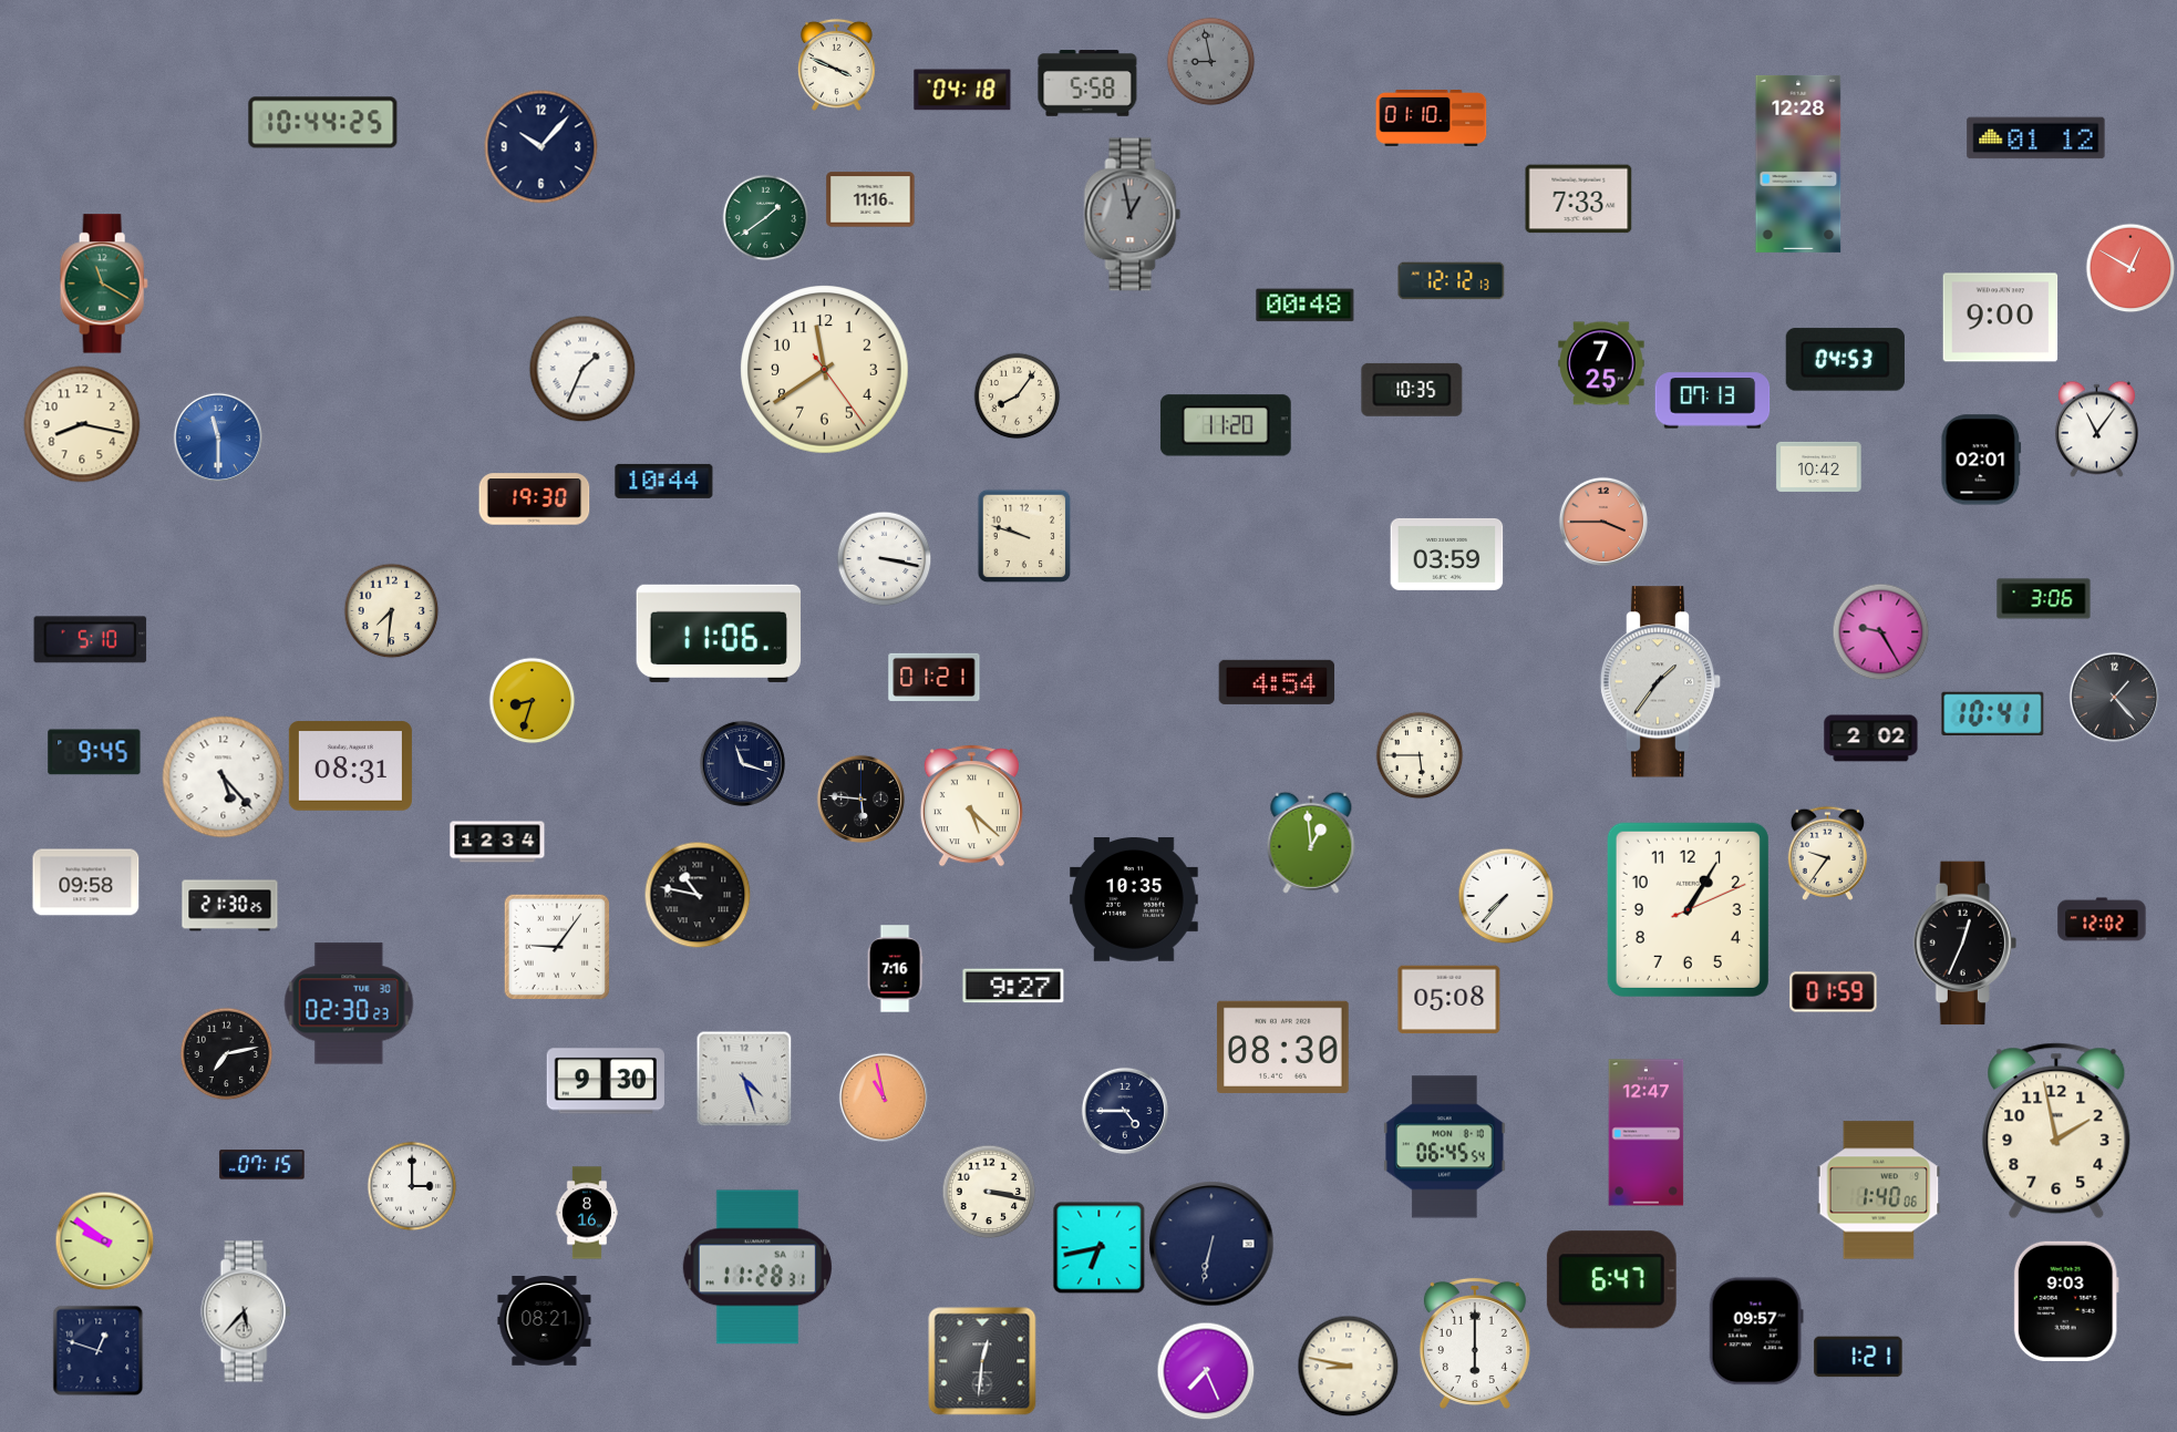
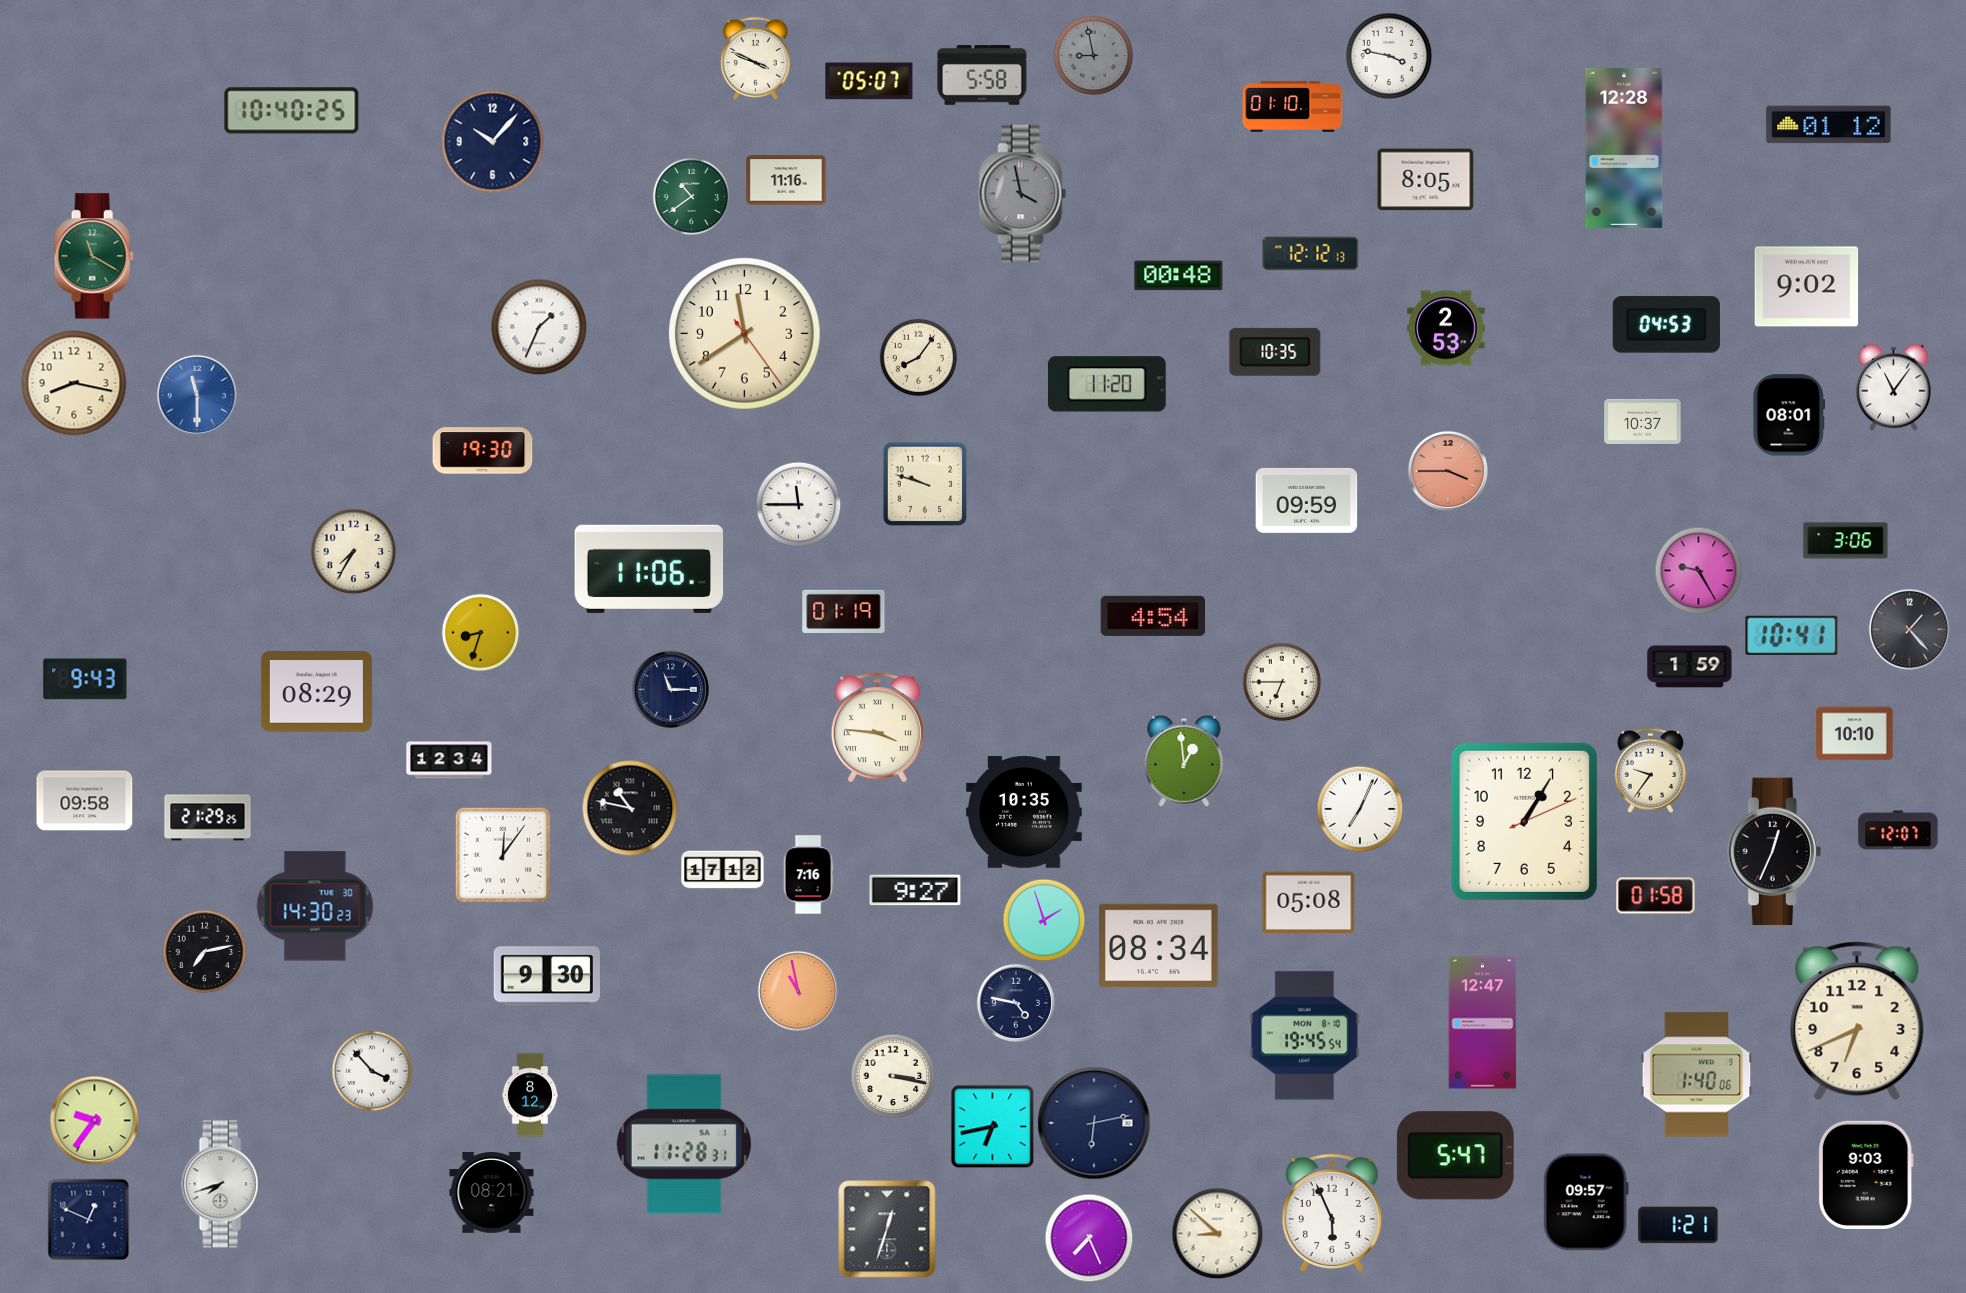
clock at (1389, 56): none -> 3:47
clock at (962, 90): 04:18 -> 05:07
clock at (323, 123): 10:44 -> 10:40
clock at (2036, 138) position: (2036, 138) -> (1829, 125)
clock at (541, 147) position: (541, 147) -> (493, 142)
clock at (1579, 199): 7:33 -> 8:05
clock at (1133, 215): 12:58 -> 3:58
clock at (765, 217): 1:39 -> 10:39
clock at (2130, 268): 12:50 -> none
clock at (2001, 318): 9:00 -> 9:02
clock at (1601, 363): 7:25 -> 2:53
clock at (582, 369) position: (582, 369) -> (539, 327)
clock at (1713, 401): 07:13 -> none
clock at (1981, 460): 02:01 -> 08:01
clock at (1819, 466): 10:42 -> 10:37
clock at (664, 481): 10:44 -> none
clock at (1447, 554): 03:59 -> 09:59
clock at (884, 558): 3:17 -> 11:45
clock at (391, 610): 7:31 -> 7:35
clock at (719, 633) position: (719, 633) -> (649, 569)
clock at (91, 640): 5:10 -> none
clock at (935, 677): 01:21 -> 01:19
clock at (1661, 682): 1:36 -> none
clock at (1993, 714) position: (1993, 714) -> (1792, 636)
clock at (1871, 739): 2:02 -> 1:59
clock at (94, 752): 9:45 -> 9:43
clock at (1420, 755): 5:45 -> 6:45
clock at (742, 763): 11:18 -> 11:15
clock at (350, 766): 08:31 -> 08:29
clock at (224, 777): 5:23 -> none
clock at (860, 799): 5:46 -> none
clock at (971, 806): 5:22 -> 3:46
clock at (1855, 734): none -> 10:10
clock at (86, 883) position: (86, 883) -> (85, 801)
clock at (1506, 896): 7:37 -> 7:04
clock at (230, 906): 21:30 -> 21:29
clock at (2102, 919): 12:02 -> 12:07
clock at (556, 946): 9:06 -> 12:06
clock at (723, 870): none -> 17:12
clock at (1834, 992): 01:59 -> 01:58
clock at (349, 1003): 02:30 -> 14:30
clock at (1044, 920): none -> 1:57
clock at (1283, 1047): 08:30 -> 08:34
clock at (744, 1079): 4:27 -> none
clock at (1125, 1111): 4:45 -> 4:47
clock at (2056, 1131): 1:58 -> 6:41
clock at (1647, 1133) position: (1647, 1133) -> (1483, 1023)
clock at (1445, 1147): 06:45 -> 19:45
clock at (262, 1165): 07:15 -> none
clock at (412, 1186): 3:00 -> 3:53
clock at (587, 1213): 8:16 -> 8:12
clock at (104, 1240): 9:51 -> 9:36
clock at (1211, 1244): 6:32 -> 6:13
clock at (1611, 1280): 6:47 -> 5:47
clock at (246, 1311): 5:37 -> 7:42
clock at (1475, 1343): 6:00 -> 5:56
clock at (97, 1350): 12:48 -> 12:49
clock at (982, 1361): 12:31 -> 12:33
clock at (1348, 1366): 8:47 -> 8:52
